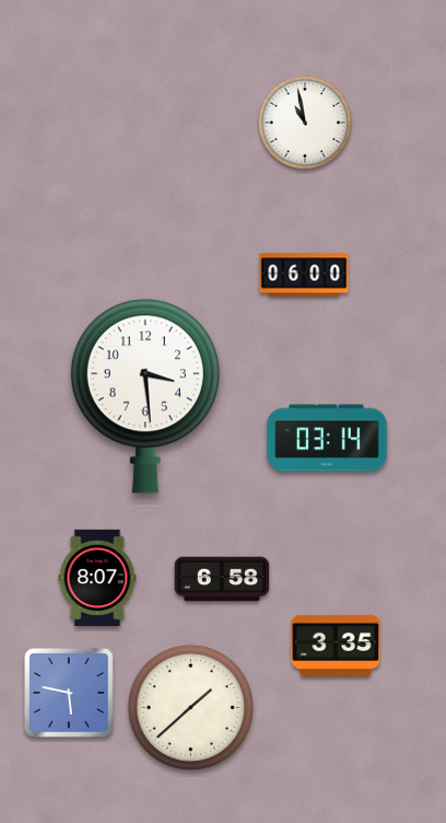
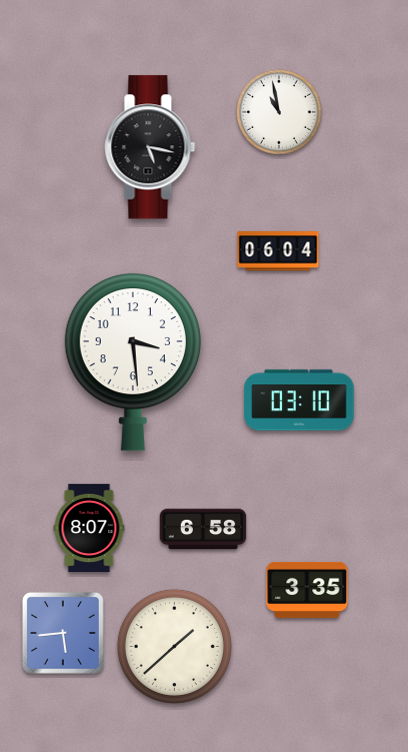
clock at (150, 147): none -> 5:17
clock at (304, 275): 06:00 -> 06:04
clock at (327, 438): 03:14 -> 03:10
clock at (69, 693): 5:47 -> 5:44
